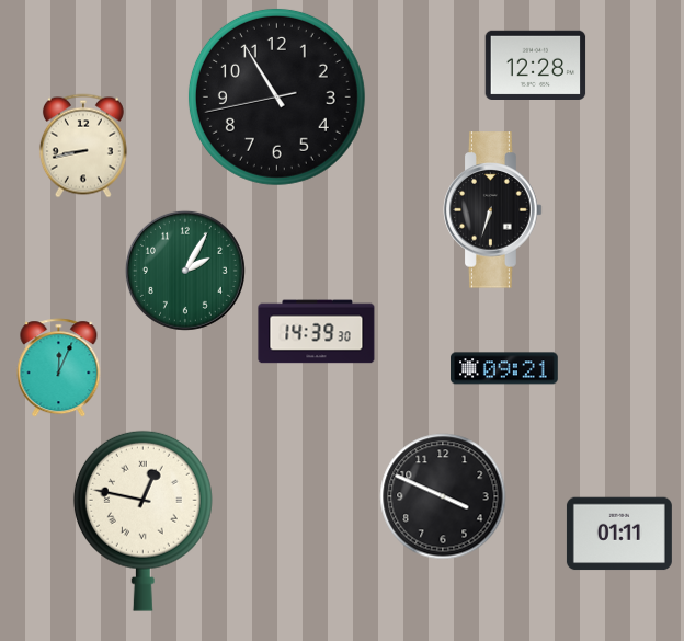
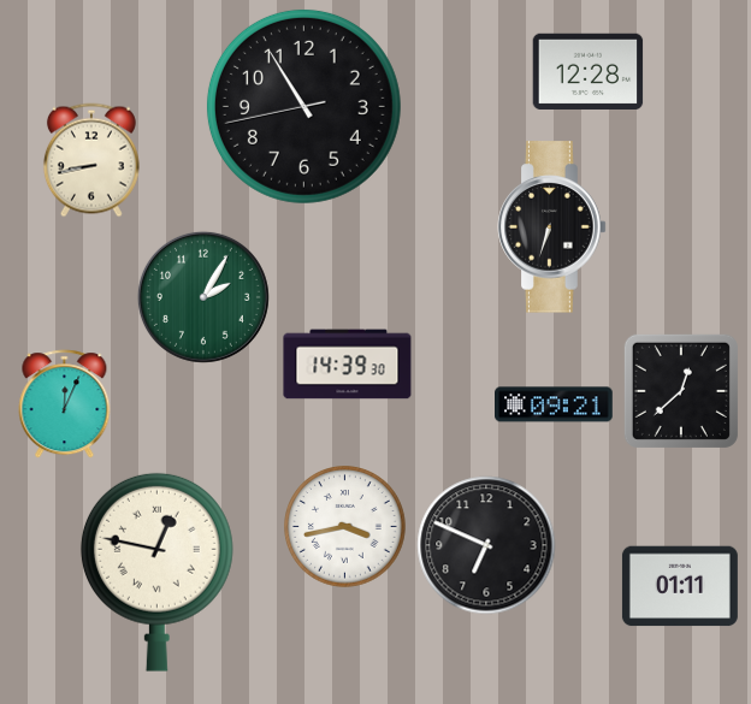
clock at (493, 210) position: (493, 210) -> (552, 227)
clock at (681, 391): none -> 12:38
clock at (345, 527): none -> 3:43
clock at (443, 496): 3:49 -> 6:49
